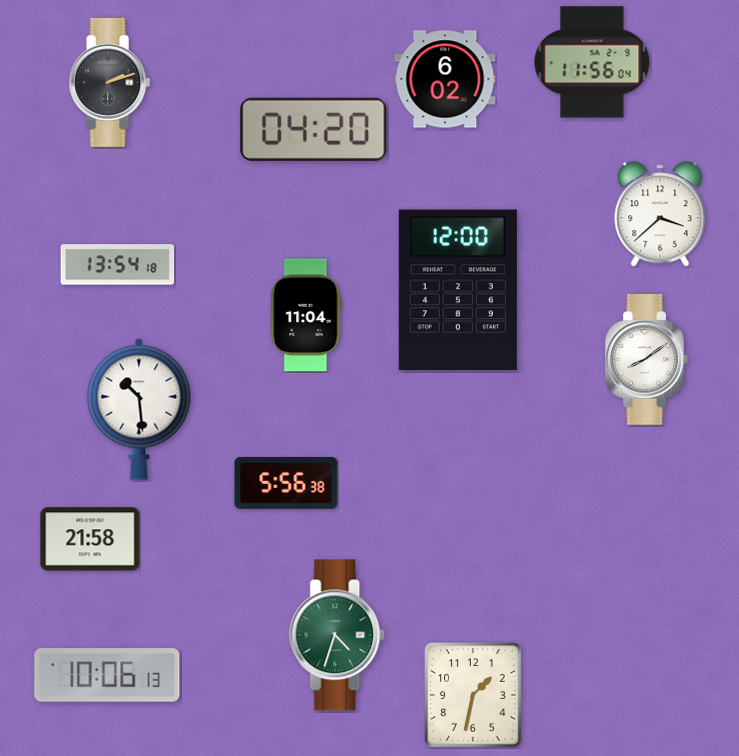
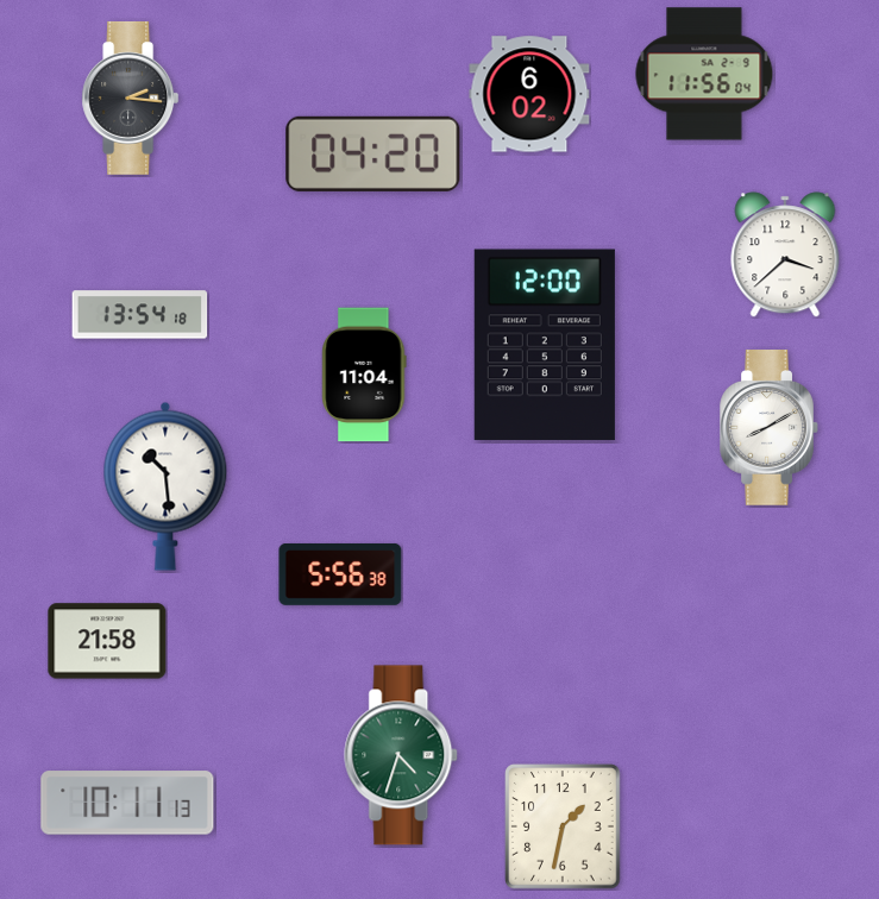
clock at (110, 82): 2:12 -> 2:16
clock at (646, 360): 8:09 -> 8:10
clock at (107, 675): 10:06 -> 10:11
